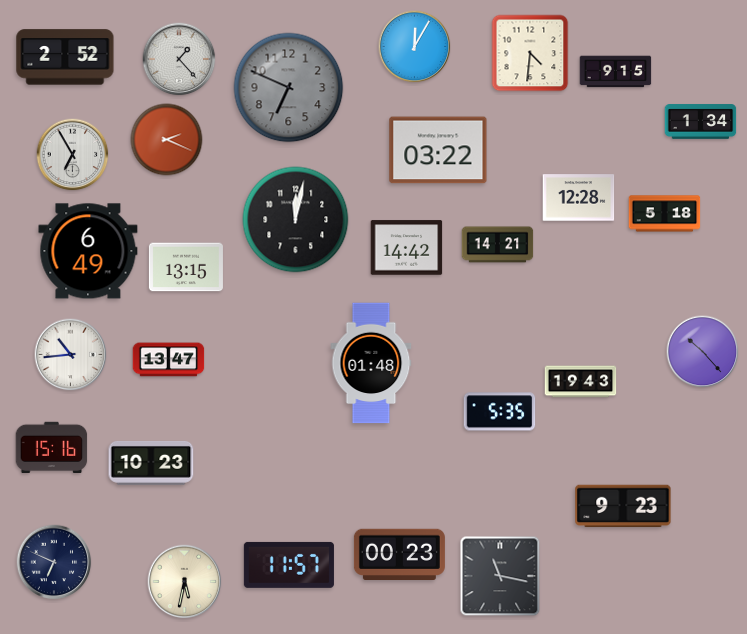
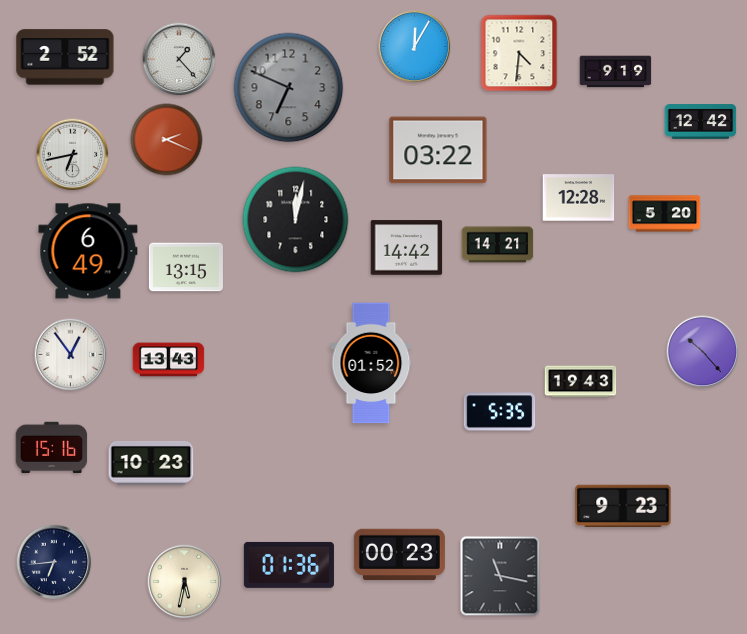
clock at (530, 53) position: (530, 53) -> (519, 53)
clock at (616, 72): 9:15 -> 9:19
clock at (701, 122): 1:34 -> 12:42
clock at (73, 155): 6:55 -> 6:43
clock at (665, 214): 5:18 -> 5:20
clock at (71, 355): 10:44 -> 12:54
clock at (169, 360): 13:47 -> 13:43
clock at (371, 363): 01:48 -> 01:52
clock at (54, 562): 6:49 -> 6:44
clock at (289, 565): 11:57 -> 01:36
